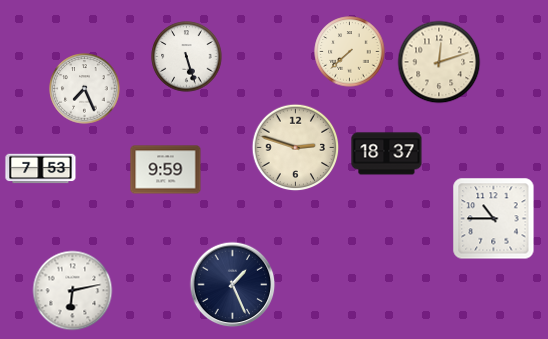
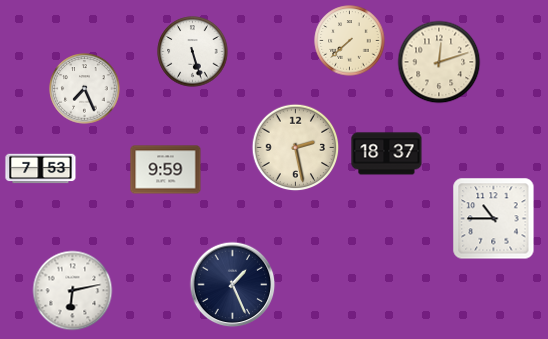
clock at (350, 52) position: (350, 52) -> (350, 41)
clock at (187, 57) position: (187, 57) -> (193, 52)
clock at (296, 148): 2:48 -> 2:28
